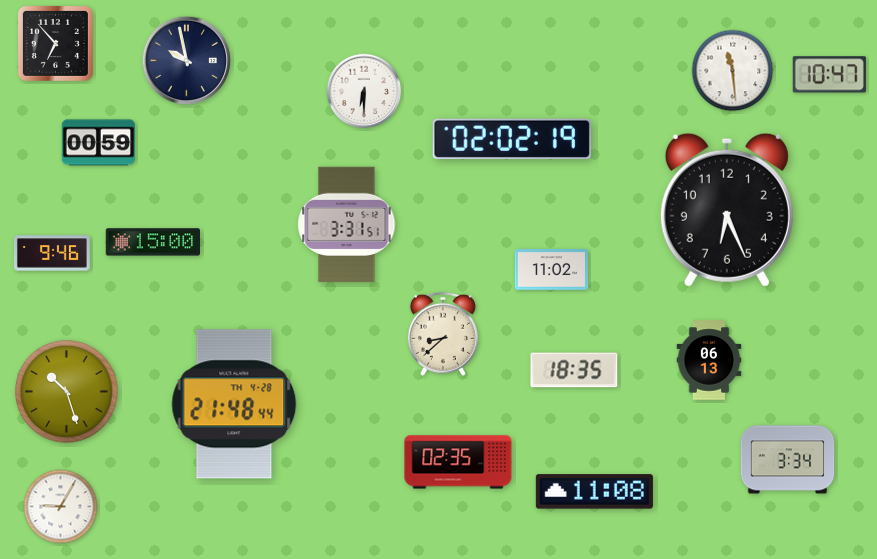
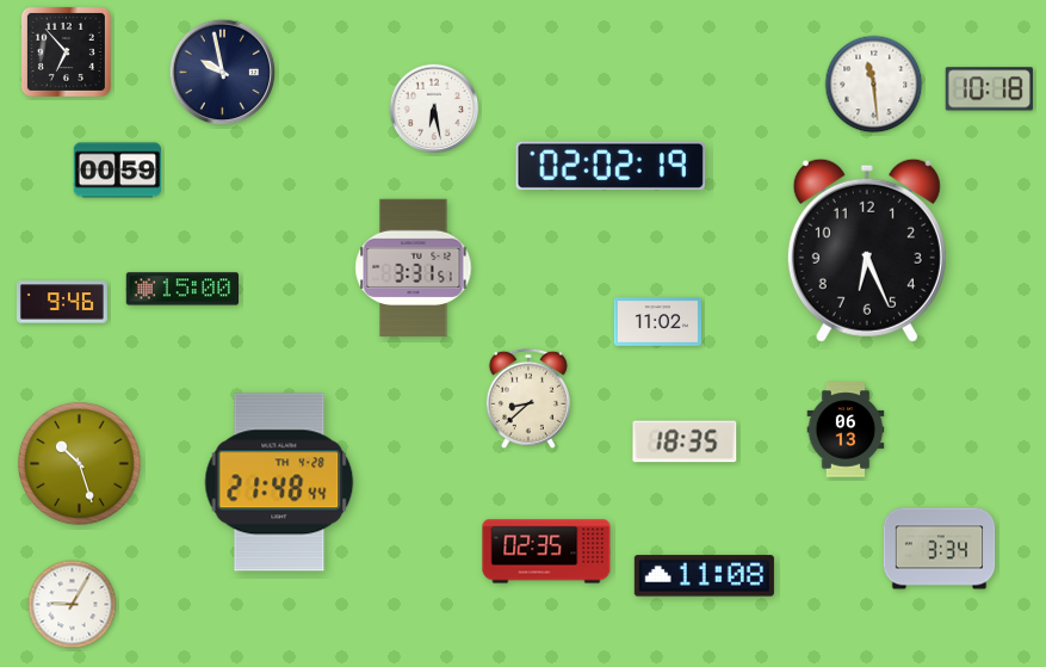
clock at (829, 75): 10:47 -> 10:18
clock at (364, 91): 6:30 -> 6:28
clock at (66, 391) position: (66, 391) -> (79, 463)
clock at (594, 492) position: (594, 492) -> (704, 576)
